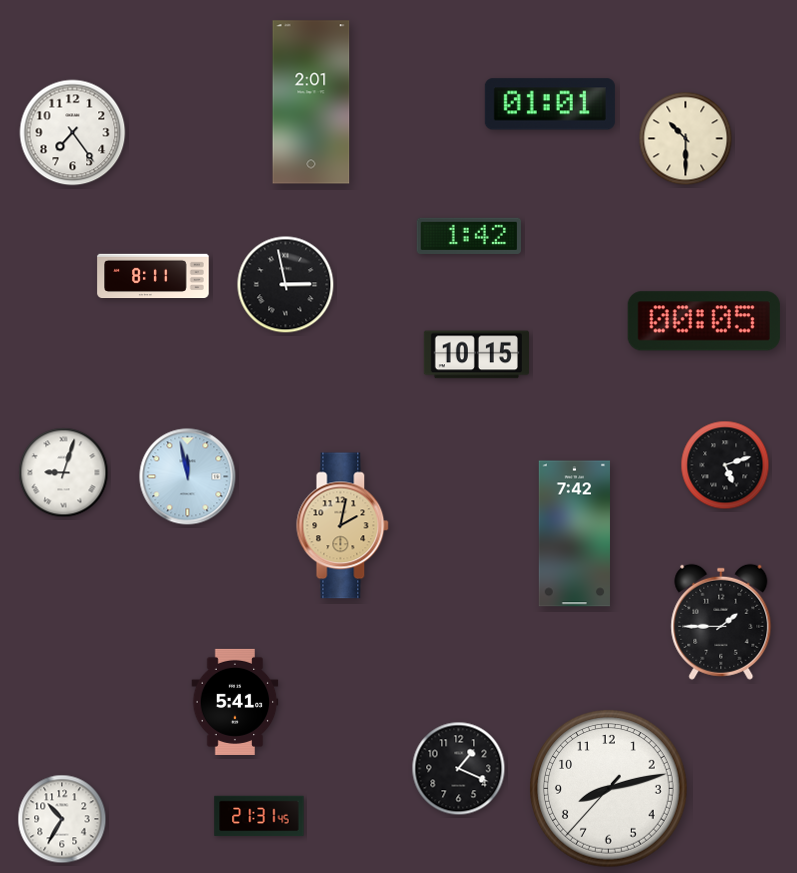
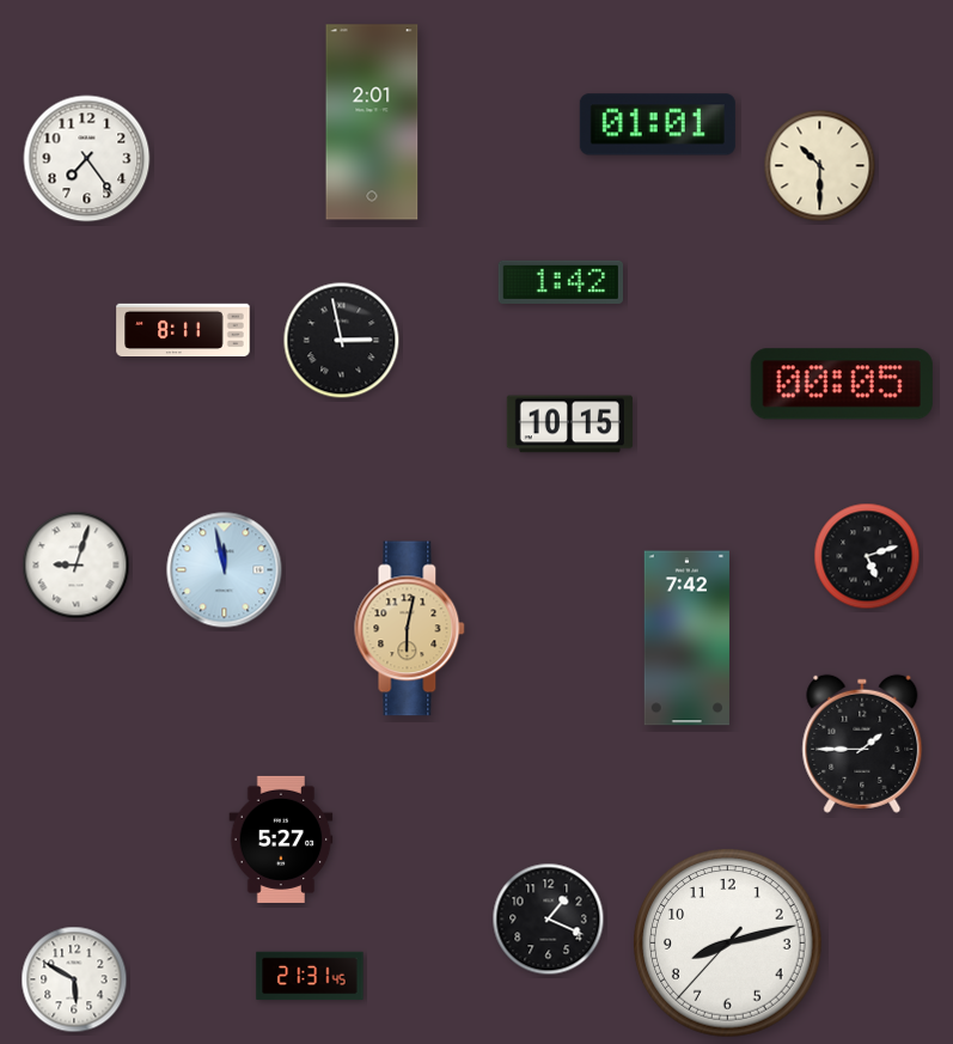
clock at (343, 526): 2:02 -> 6:02
clock at (235, 702): 5:41 -> 5:27
clock at (62, 819): 10:35 -> 5:50
